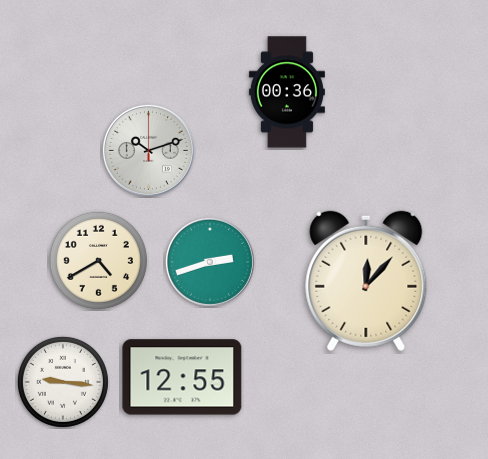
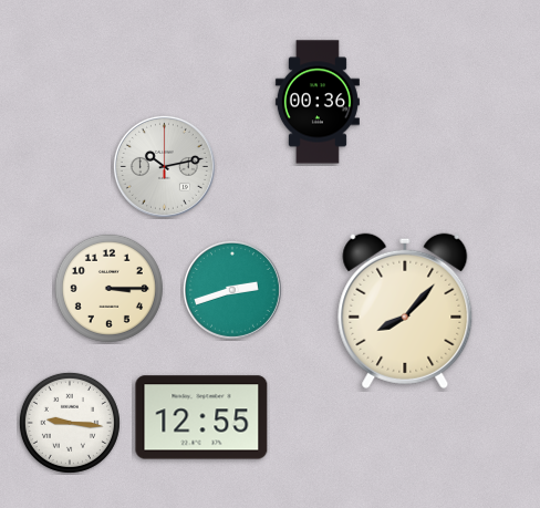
clock at (148, 150): 10:12 -> 10:13
clock at (98, 260): 4:40 -> 3:15
clock at (366, 281): 12:07 -> 8:07
